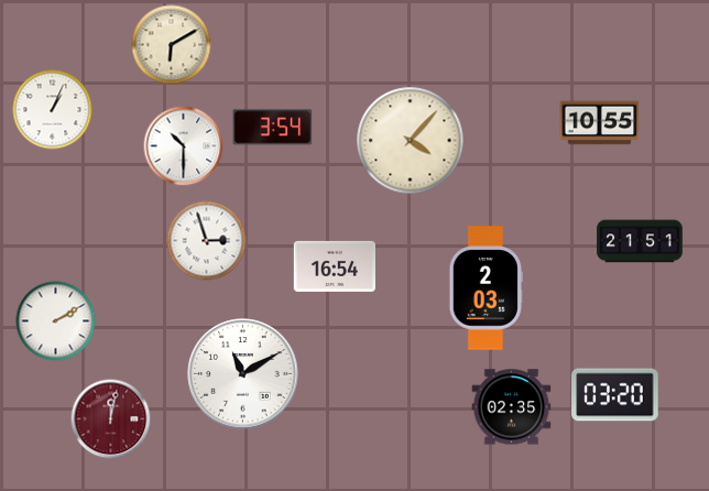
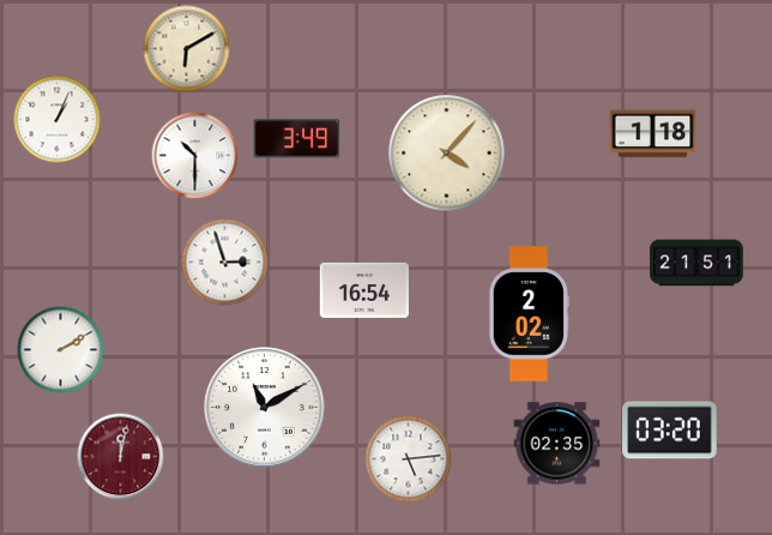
clock at (600, 123): 10:55 -> 1:18
clock at (273, 128): 3:54 -> 3:49
clock at (184, 146) position: (184, 146) -> (195, 156)
clock at (486, 288): 2:03 -> 2:02
clock at (409, 459): none -> 5:14
